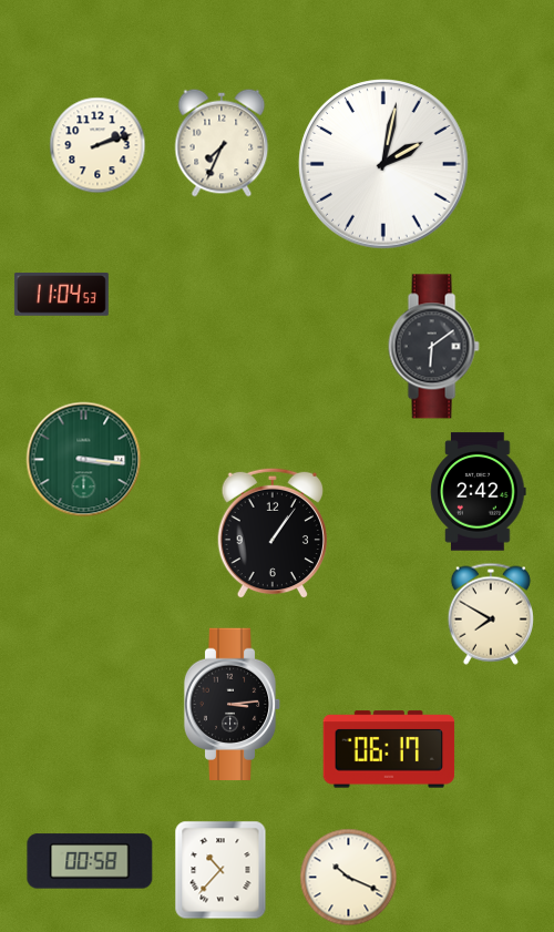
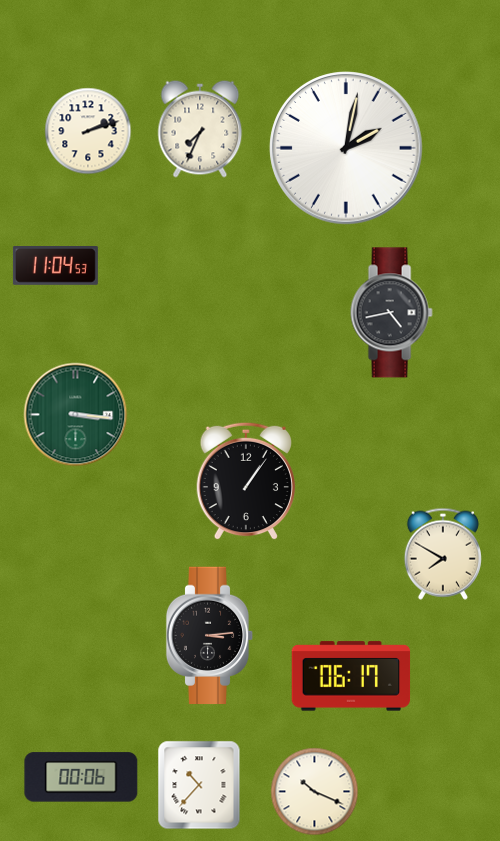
clock at (433, 347): 6:09 -> 4:43
clock at (479, 492): 2:42 -> none
clock at (90, 861): 00:58 -> 00:06
